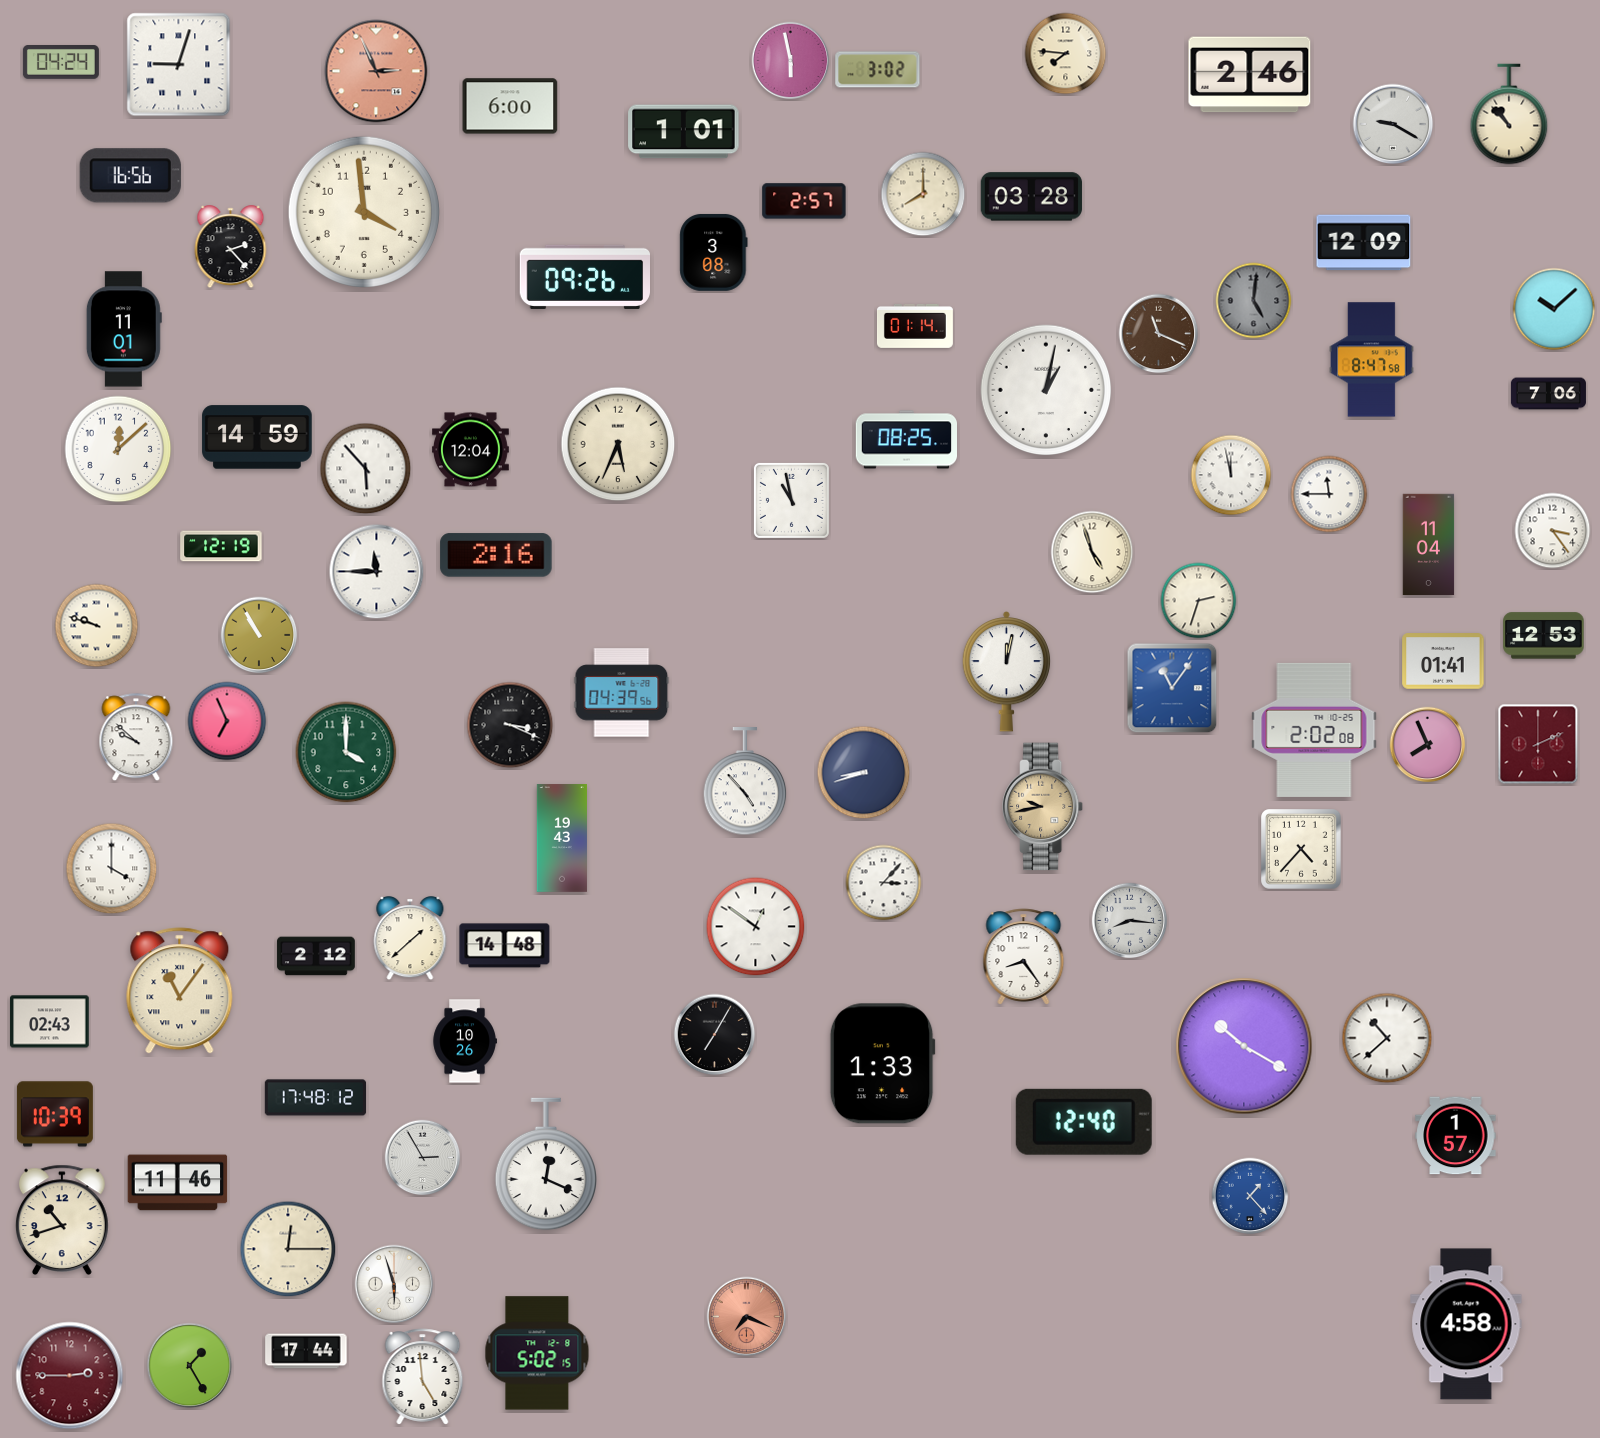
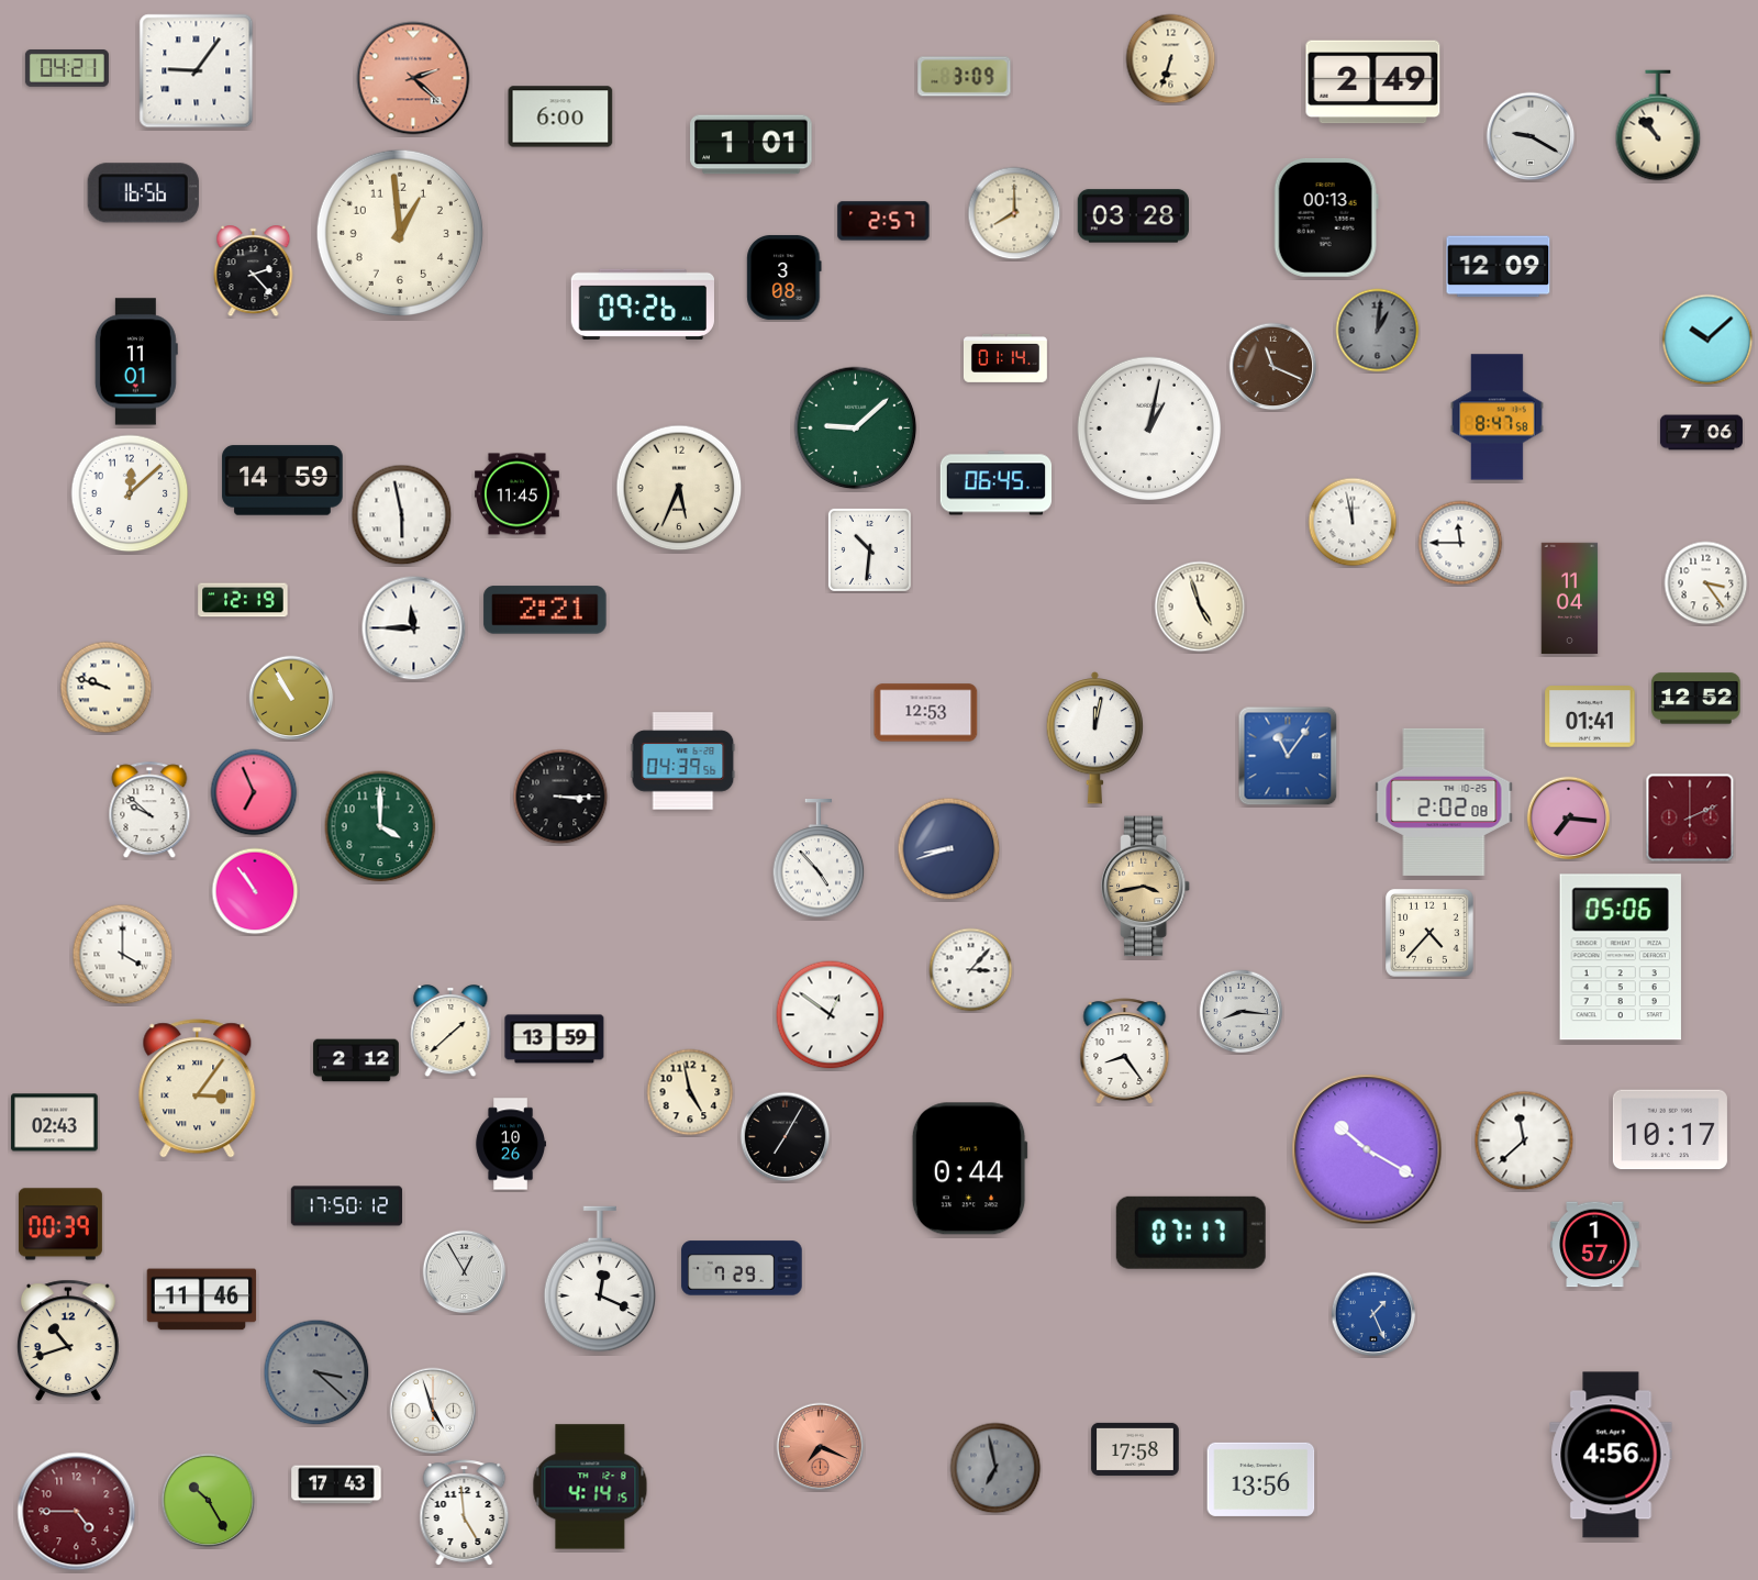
clock at (1066, 54): 7:46 -> 6:33
clock at (791, 61): 5:58 -> none
clock at (61, 63): 04:24 -> 04:21
clock at (179, 65): 9:03 -> 9:06
clock at (878, 70): 3:02 -> 3:09
clock at (376, 71): 2:56 -> 2:22
clock at (1250, 75): 2:46 -> 2:49
clock at (1326, 218): none -> 00:13
clock at (364, 212): 3:59 -> 12:59
clock at (1254, 301): 5:01 -> 1:01
clock at (1372, 360) position: (1372, 360) -> (1498, 418)
clock at (856, 429): none -> 9:08
clock at (906, 440): 08:25 -> 06:45
clock at (471, 450): 12:04 -> 11:45
clock at (366, 469): 5:53 -> 5:58
clock at (791, 500): 10:58 -> 10:31
clock at (496, 555): 2:16 -> 2:21
clock at (1199, 601): 2:33 -> none
clock at (259, 635) position: (259, 635) -> (291, 698)
clock at (1544, 636): 12:53 -> 12:52
clock at (926, 713): none -> 12:53
clock at (1443, 661) position: (1443, 661) -> (1590, 716)
clock at (1007, 671) position: (1007, 671) -> (1095, 737)
clock at (227, 721) position: (227, 721) -> (254, 792)
clock at (510, 725): 3:19 -> 3:15
clock at (1428, 745): 7:56 -> 7:16
clock at (1044, 807): 9:43 -> 3:43
clock at (255, 891): none -> 10:54
clock at (562, 838): 19:43 -> none
clock at (1621, 957): none -> 05:06
clock at (756, 927) position: (756, 927) -> (831, 1015)
clock at (505, 946): 14:48 -> 13:59
clock at (316, 956) position: (316, 956) -> (356, 1060)
clock at (180, 991): 11:06 -> 3:06
clock at (690, 1092): none -> 4:58
clock at (1670, 1130): none -> 10:17
clock at (1387, 1038): 10:38 -> 11:38
clock at (882, 1064): 1:33 -> 0:44
clock at (316, 1098): 17:48 -> 17:50
clock at (55, 1114): 10:39 -> 00:39
clock at (1084, 1122): 12:40 -> 07:17
clock at (1456, 1136) position: (1456, 1136) -> (1595, 1245)
clock at (742, 1268): none -> 7:29
clock at (423, 1158): 2:55 -> 12:55
clock at (178, 1183) position: (178, 1183) -> (202, 1300)
clock at (1250, 1196): 1:23 -> 1:26
clock at (288, 1249): 12:15 -> 3:22
clock at (288, 1249) dial: cream -> grey
clock at (394, 1284): 5:57 -> 4:57
clock at (1135, 1449): none -> 17:58
clock at (1466, 1324): 4:58 -> 4:56
clock at (995, 1468): none -> 6:58
clock at (1261, 1479): none -> 13:56
clock at (306, 1351): 17:44 -> 17:43
clock at (537, 1353): 5:02 -> 4:14
clock at (190, 1366): 1:25 -> 10:25
clock at (70, 1376): 2:45 -> 4:45
